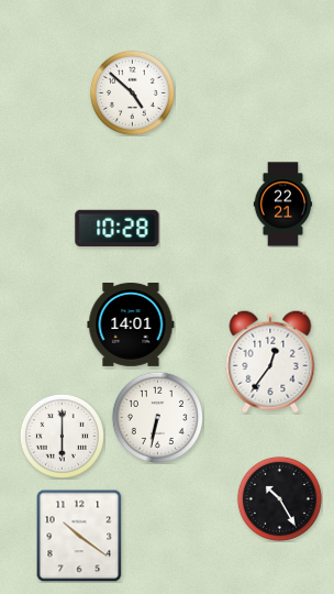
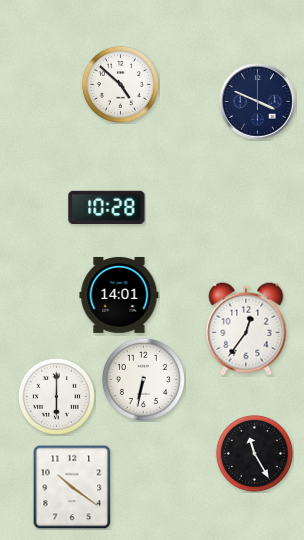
clock at (258, 102): none -> 3:49
clock at (283, 205): 22:21 -> none
clock at (279, 498): 10:25 -> 11:25
